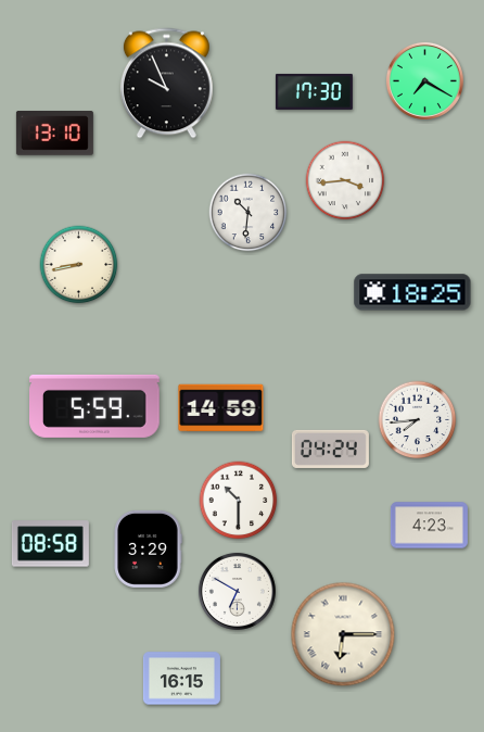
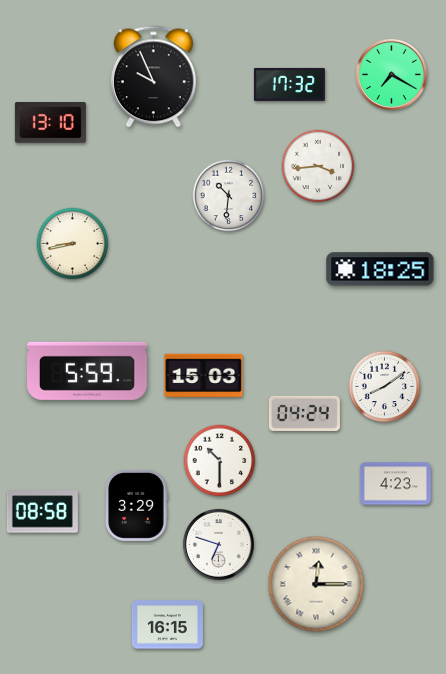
clock at (314, 91): 17:30 -> 17:32
clock at (95, 406) position: (95, 406) -> (88, 371)
clock at (221, 408): 14:59 -> 15:03
clock at (418, 420): 7:44 -> 8:09
clock at (50, 544) position: (50, 544) -> (42, 512)
clock at (237, 591): 6:50 -> 6:48
clock at (343, 634): 6:15 -> 12:15
